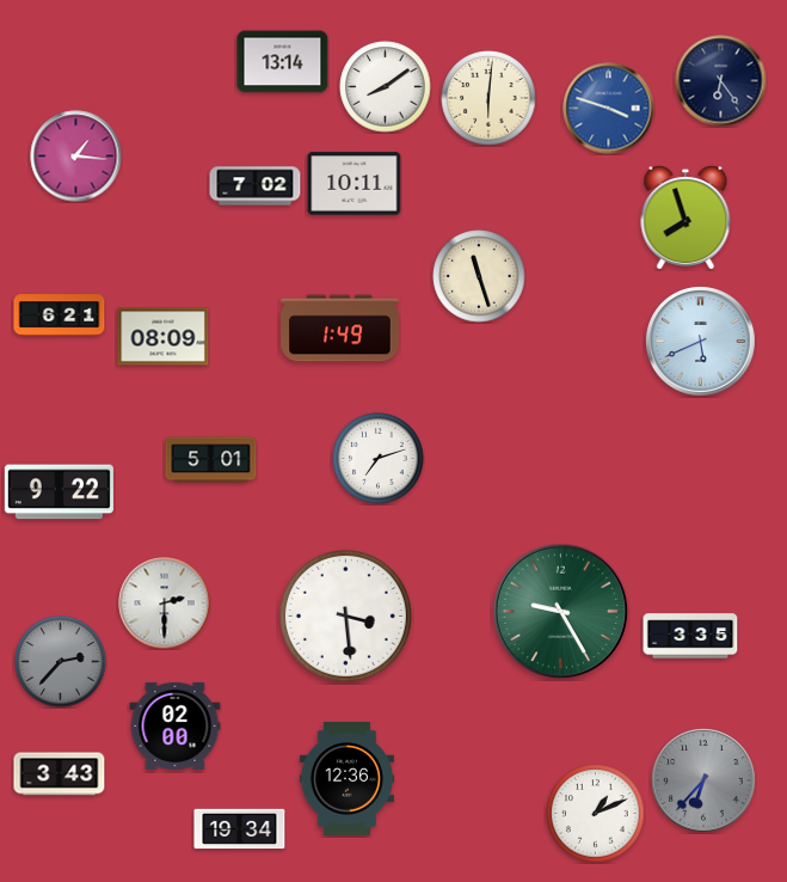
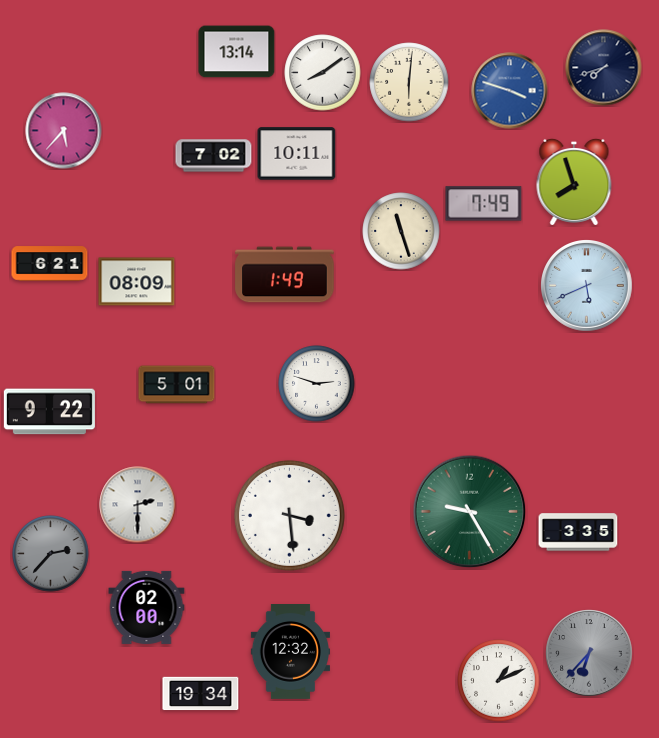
clock at (721, 81): 6:24 -> 7:42
clock at (76, 157): 1:16 -> 5:37
clock at (484, 204): none -> 7:49
clock at (379, 459): 7:12 -> 2:48
clock at (60, 774): 3:43 -> none
clock at (346, 779): 12:36 -> 12:32
